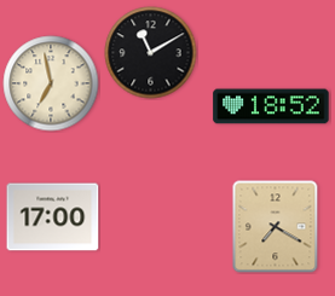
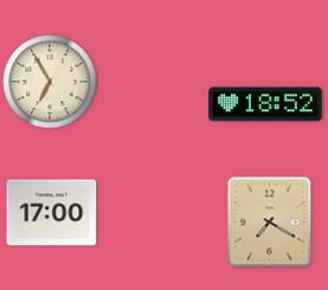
clock at (151, 53): 11:10 -> none
clock at (51, 83): 6:58 -> 6:55
